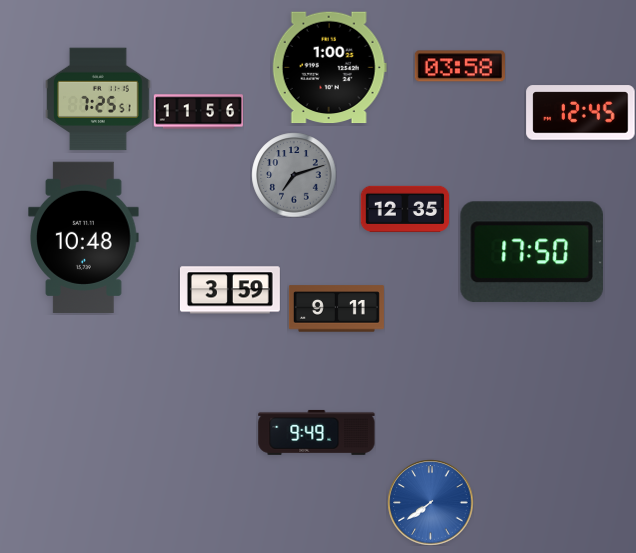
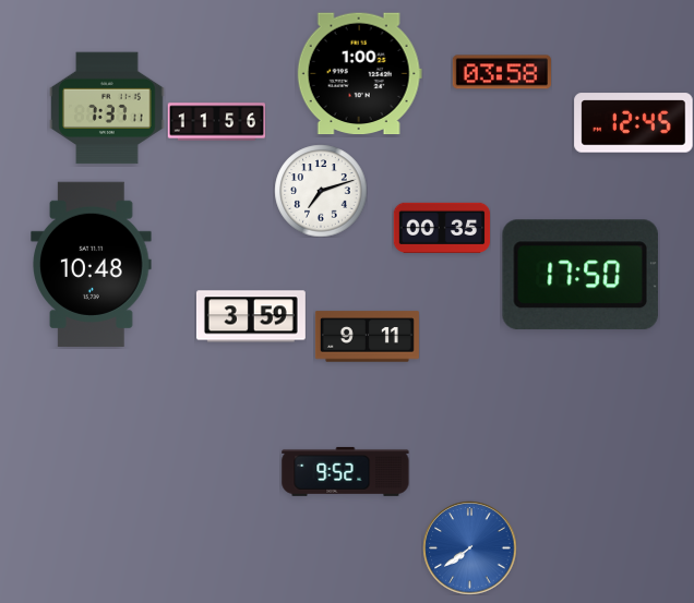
clock at (98, 99): 7:25 -> 7:37
clock at (294, 175) dial: grey -> white
clock at (405, 208): 12:35 -> 00:35
clock at (84, 237) position: (84, 237) -> (92, 264)
clock at (317, 432): 9:49 -> 9:52
